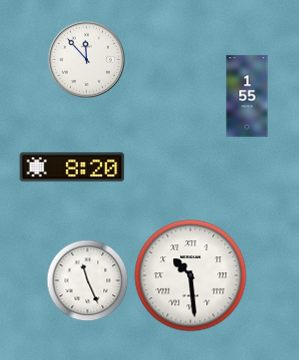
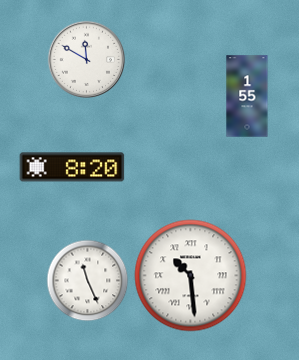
clock at (86, 59): 11:53 -> 11:50
